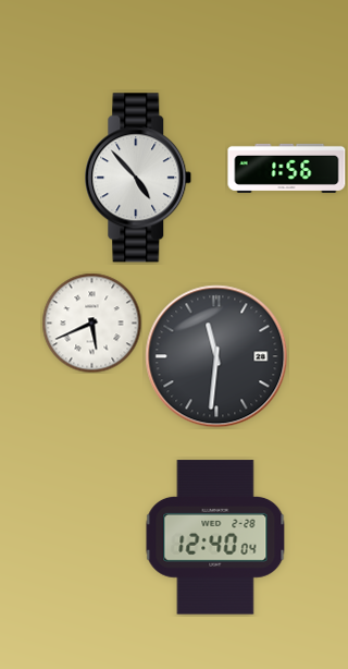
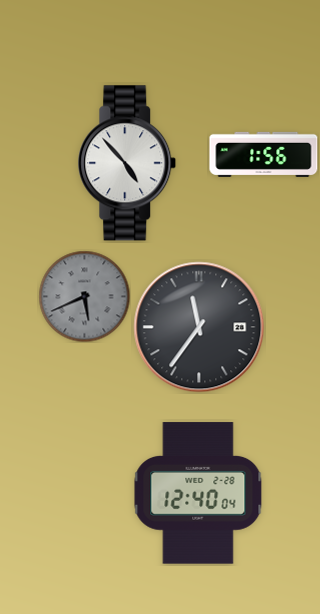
clock at (91, 323) dial: white -> grey
clock at (216, 356): 11:31 -> 11:36
